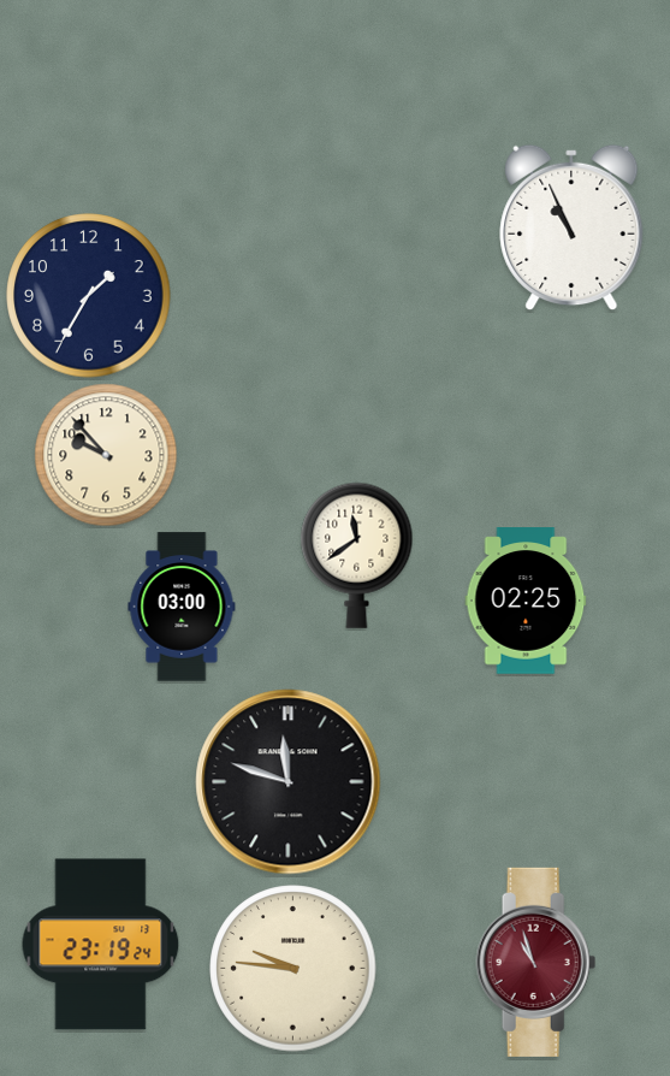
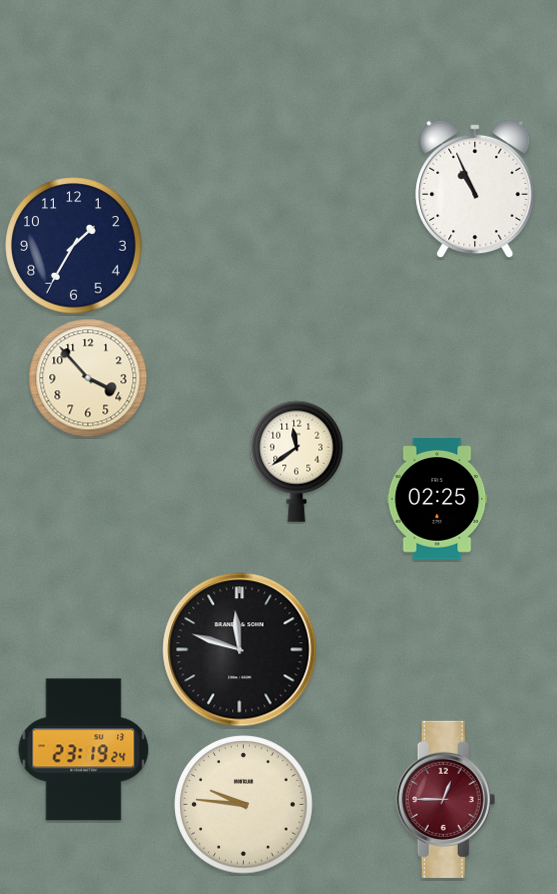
clock at (106, 455): 9:53 -> 3:53
clock at (182, 607): 03:00 -> none
clock at (101, 945) position: (101, 945) -> (84, 750)
clock at (536, 962): 10:57 -> 12:45
